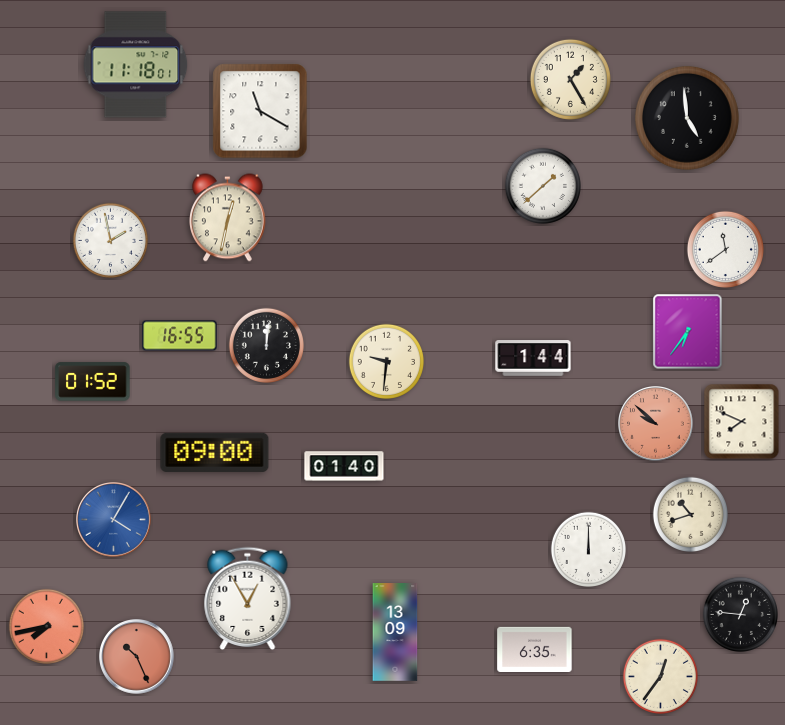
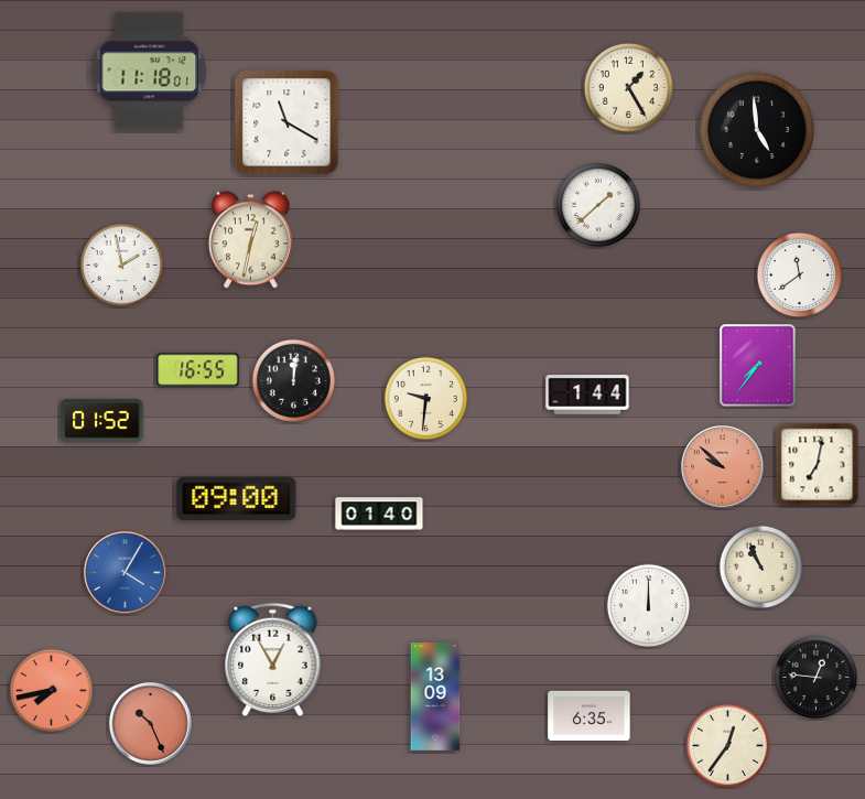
clock at (688, 332): 6:36 -> 7:36
clock at (742, 422): 7:49 -> 7:02
clock at (690, 514): 10:42 -> 10:56
